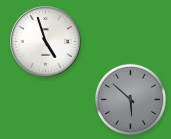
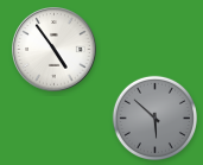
clock at (46, 42): 4:57 -> 4:54
